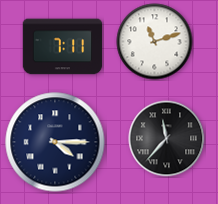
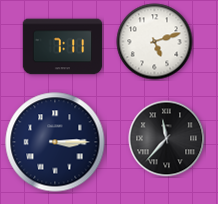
clock at (155, 42): 11:12 -> 5:12
clock at (55, 142): 4:15 -> 3:15
